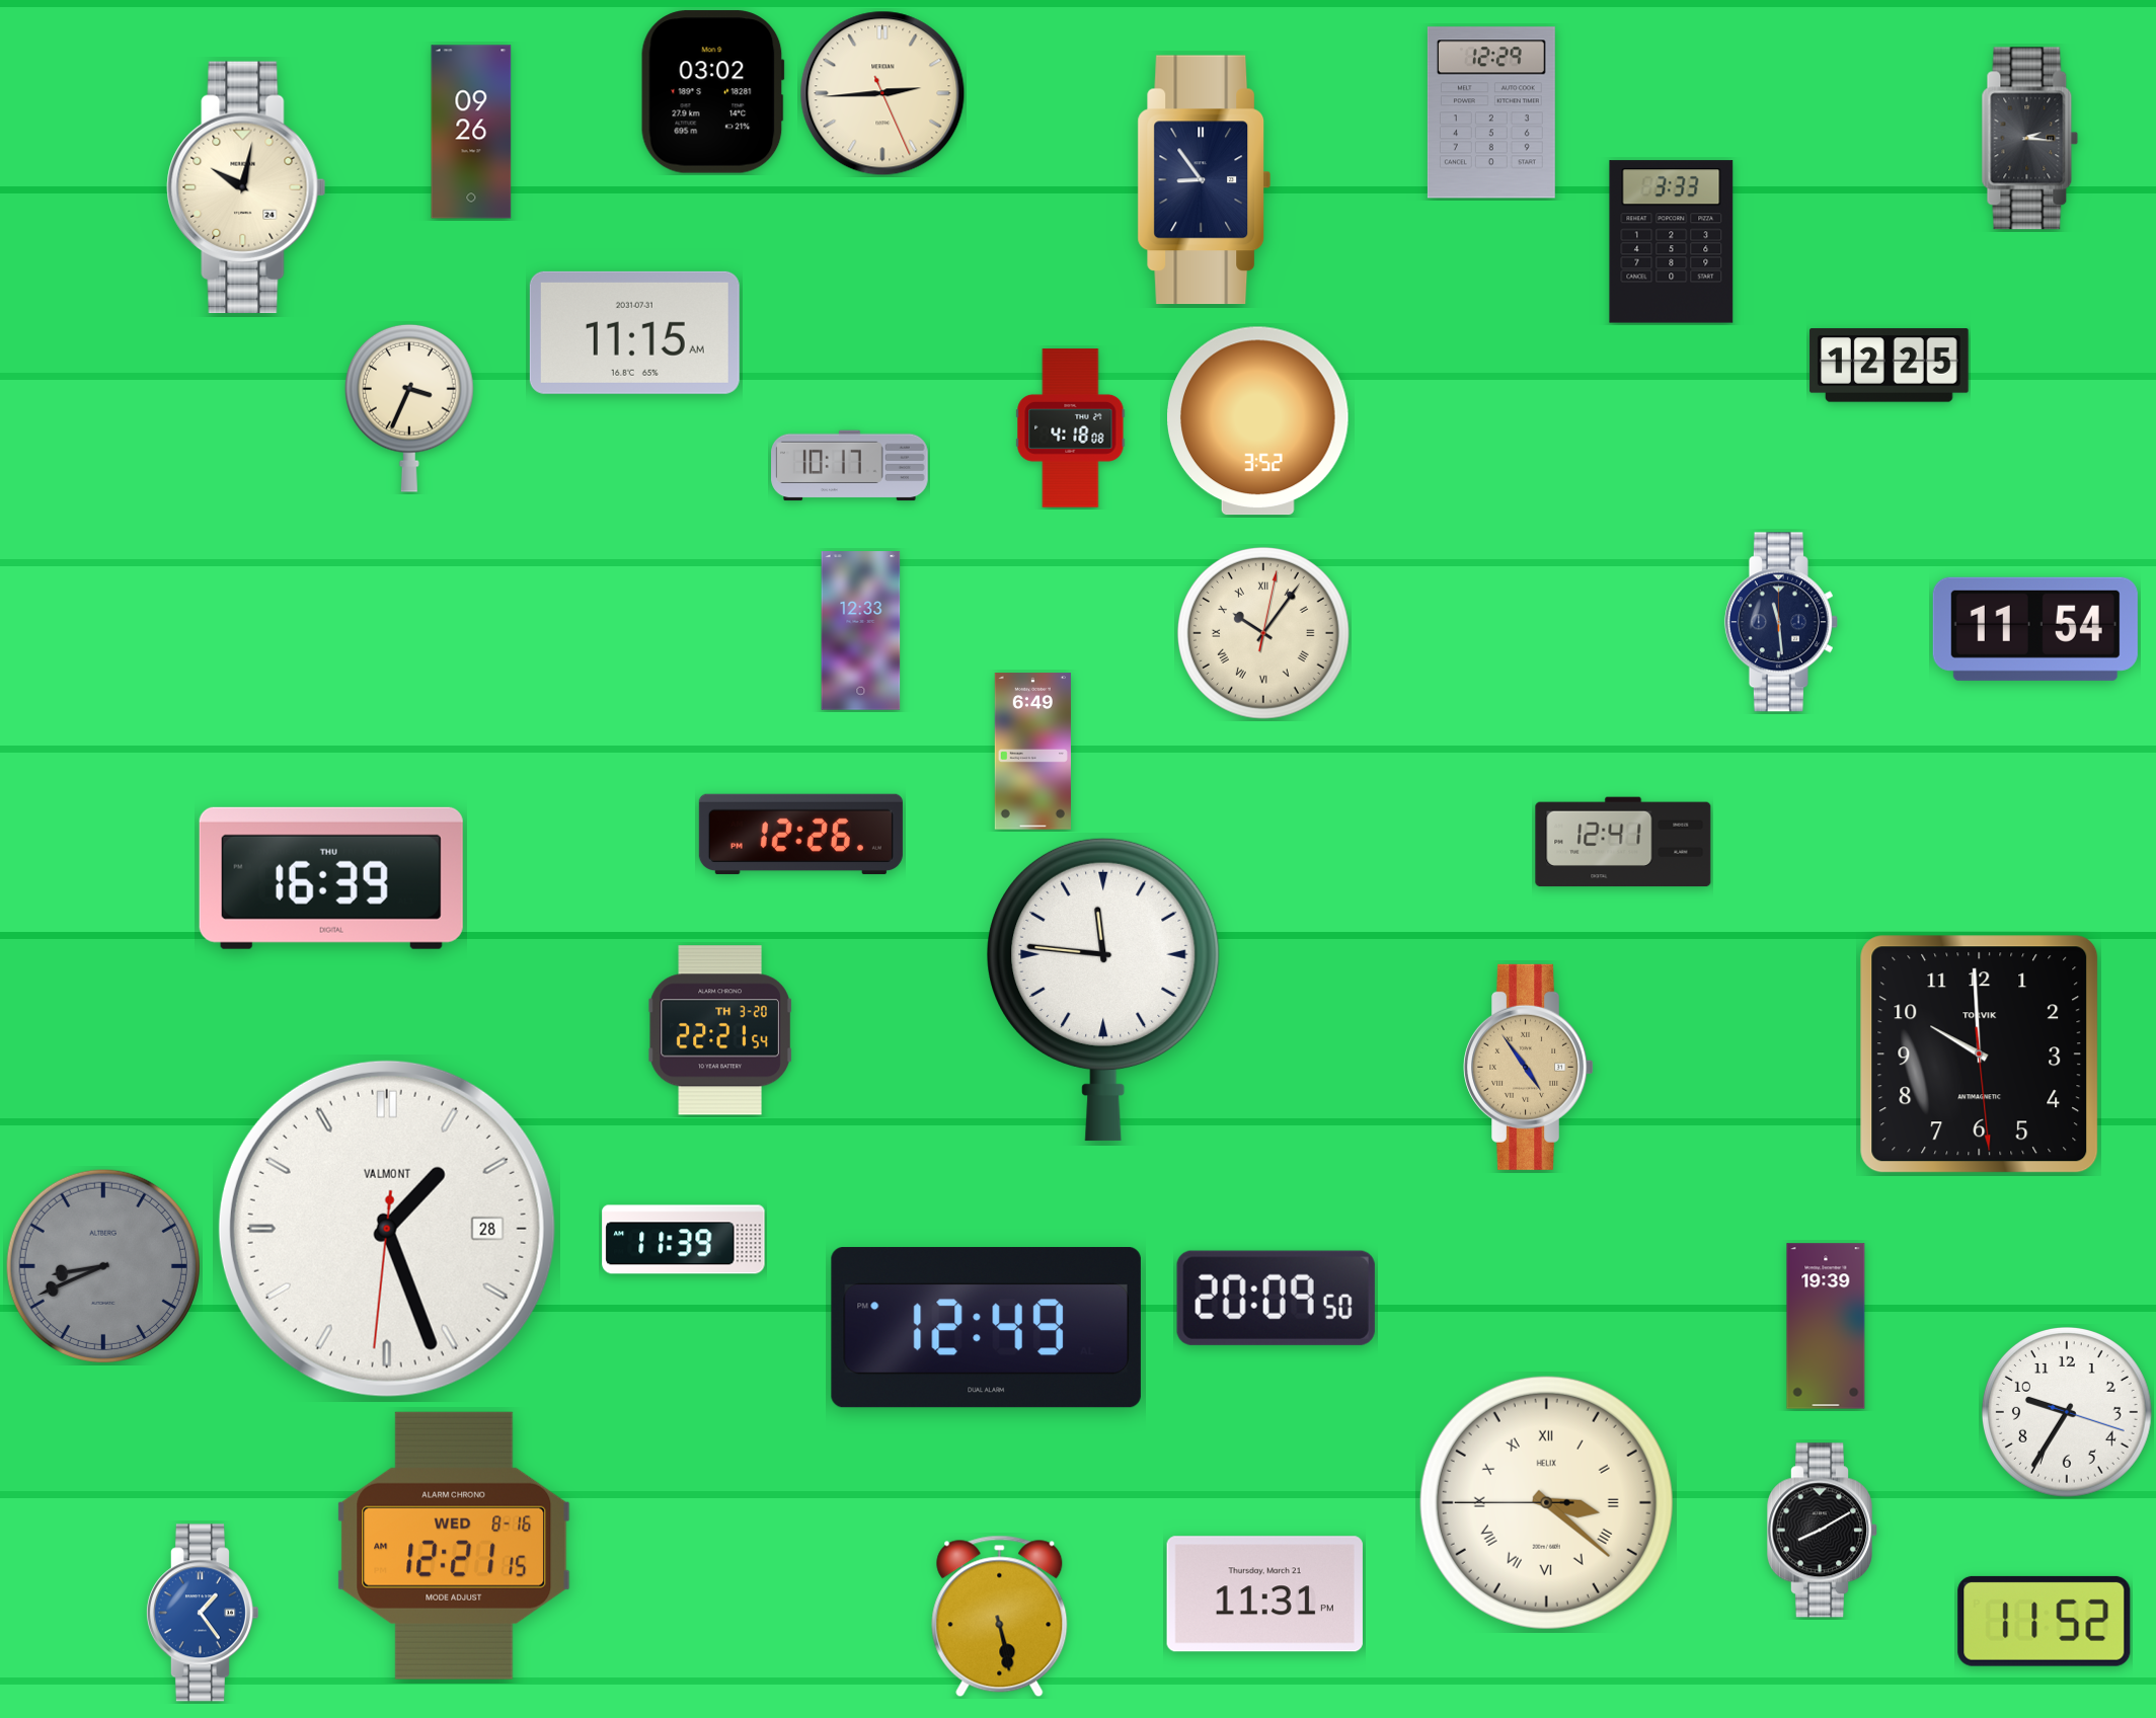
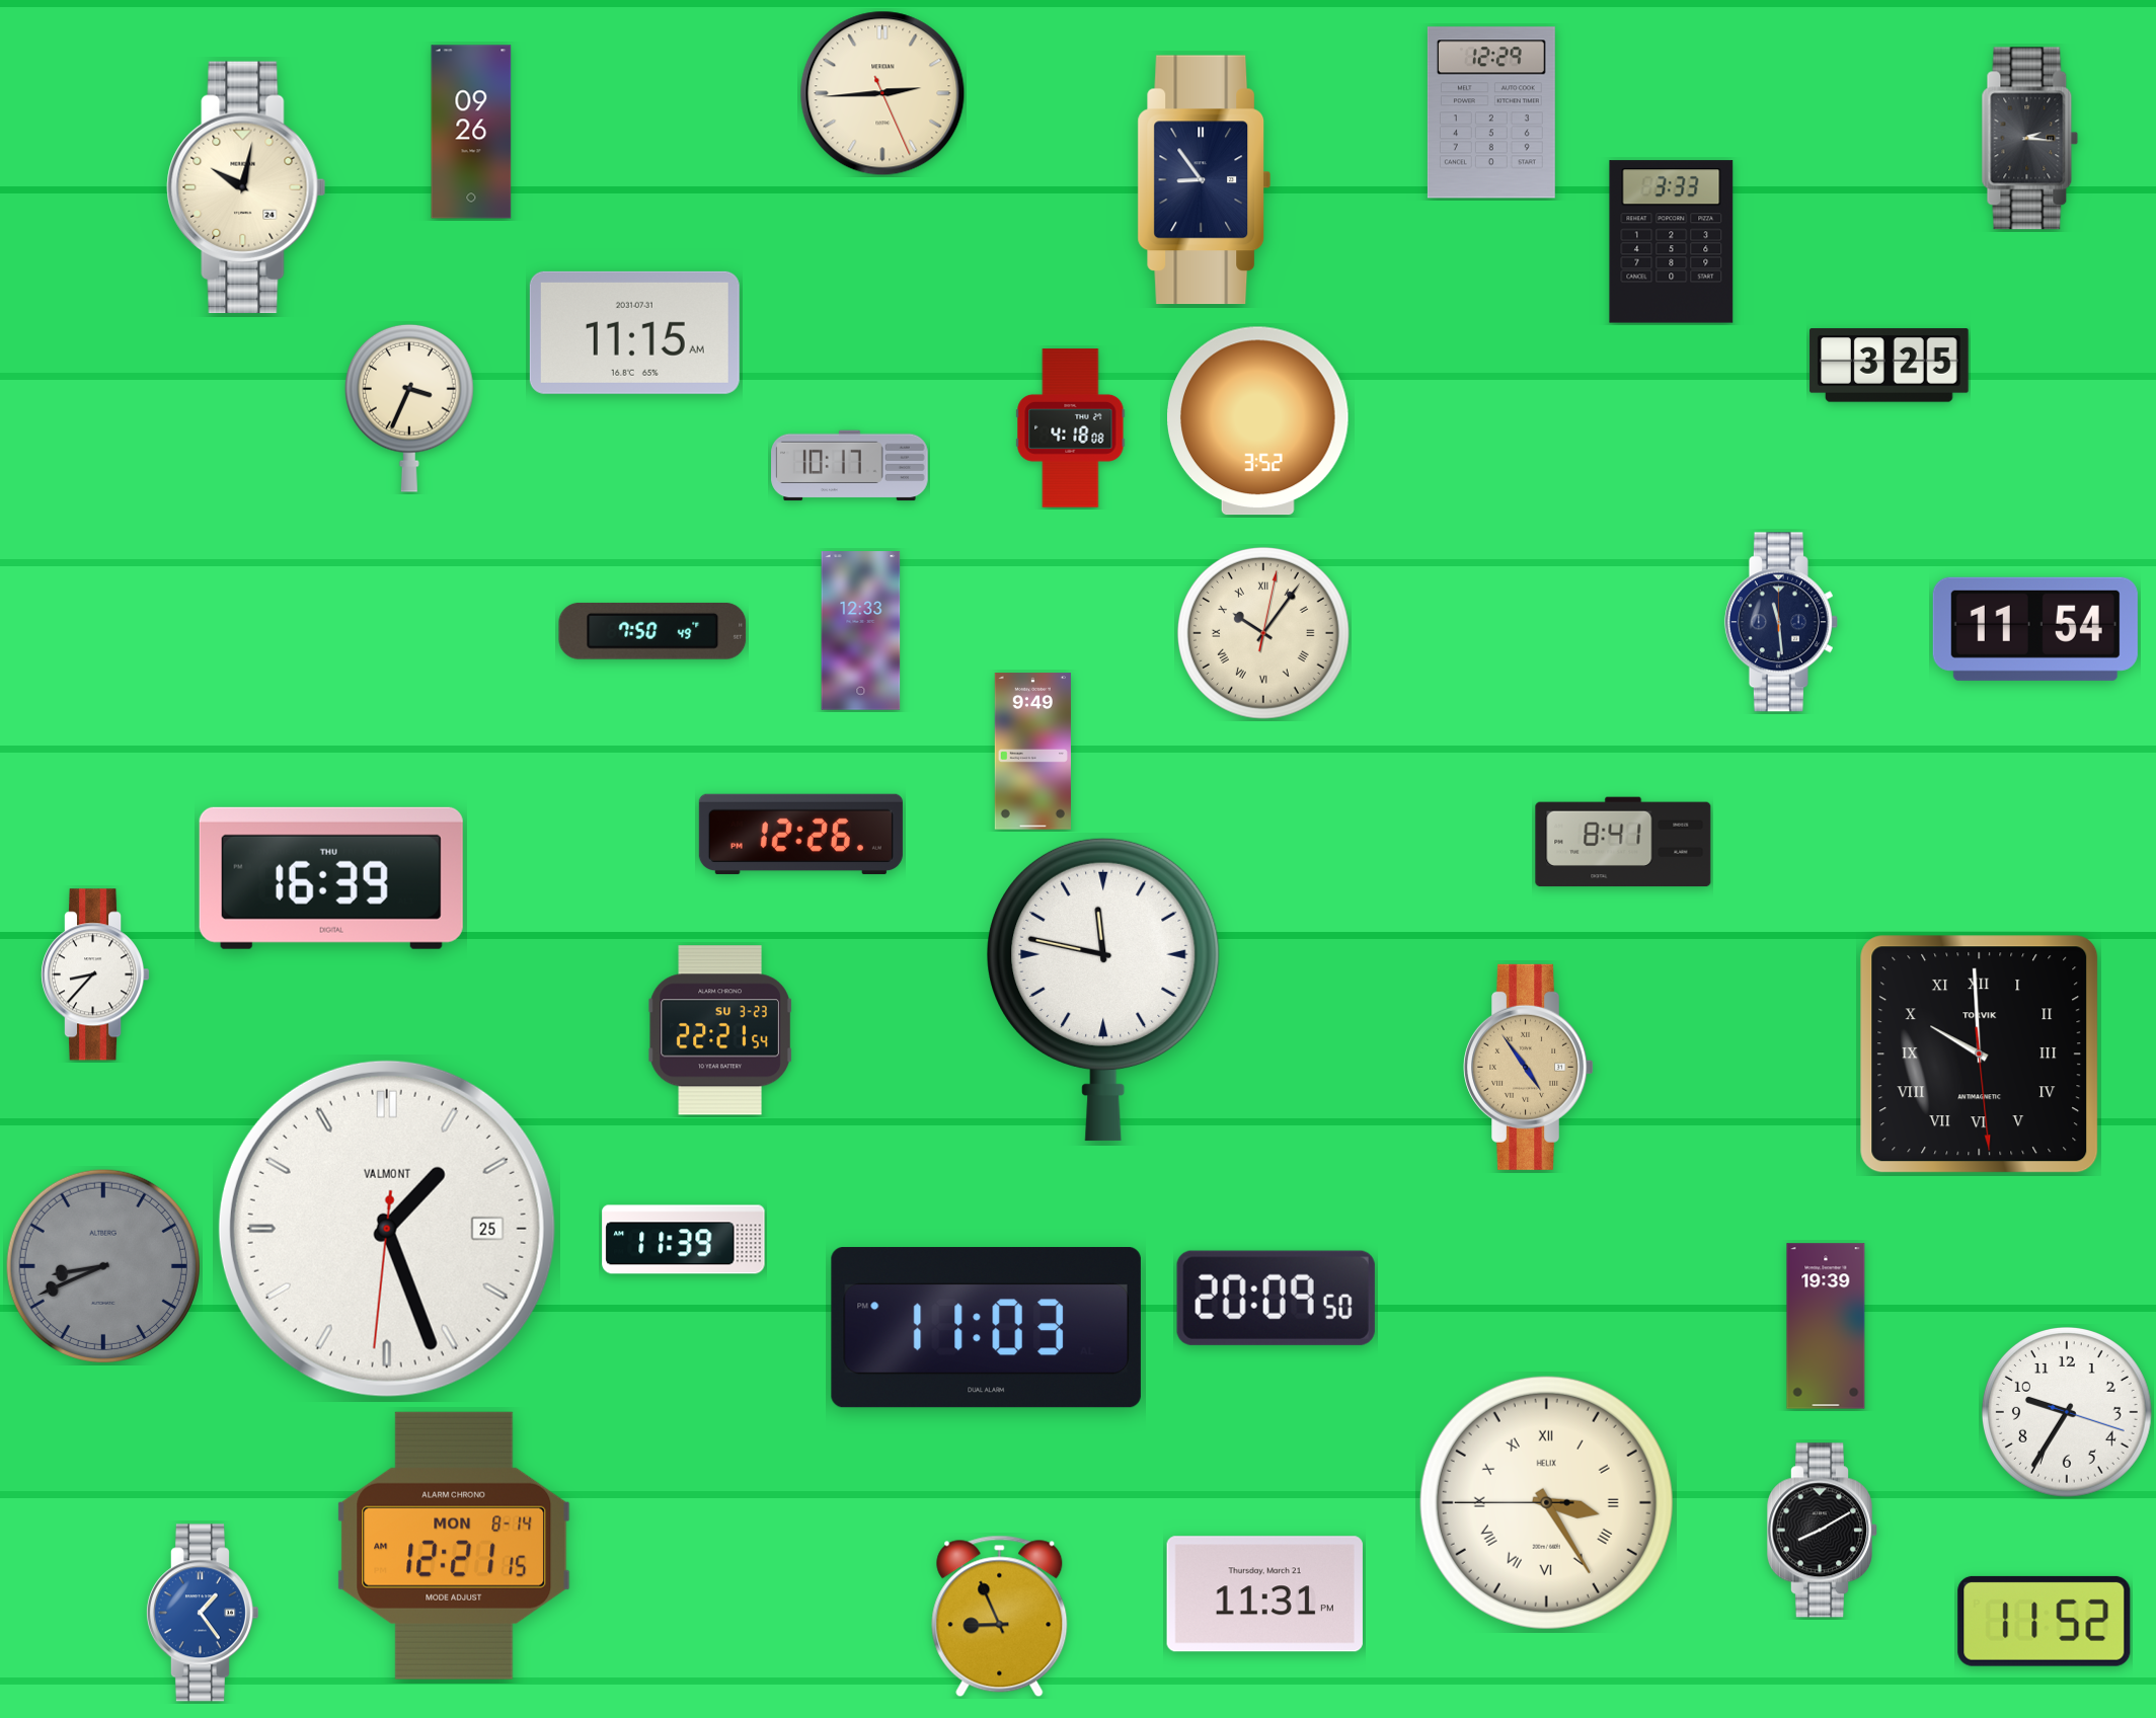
clock at (712, 92): 03:02 -> none
clock at (1890, 366): 12:25 -> 3:25
clock at (652, 631): none -> 7:50
clock at (1032, 752): 6:49 -> 9:49
clock at (1623, 842): 12:41 -> 8:41
clock at (95, 974): none -> 8:37
clock at (1103, 990): 11:46 -> 11:47
clock at (720, 1030) date: TH 3-20 -> SU 3-23
clock at (1980, 1055) numerals: Arabic -> Roman
clock at (387, 1229) date: 28 -> 25
clock at (986, 1328): 12:49 -> 11:03
clock at (1546, 1502): 3:21 -> 3:24
clock at (454, 1546) date: WED 8-16 -> MON 8-14
clock at (1000, 1617): 5:28 -> 8:56
